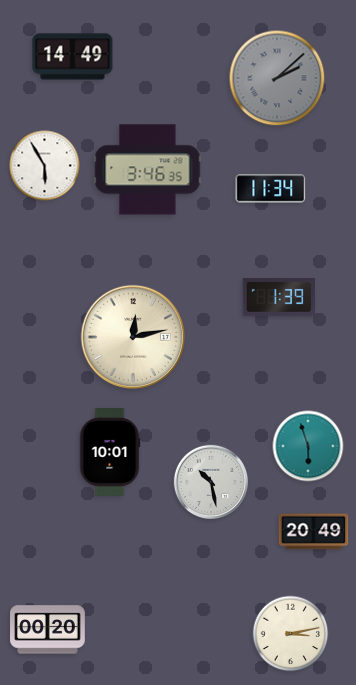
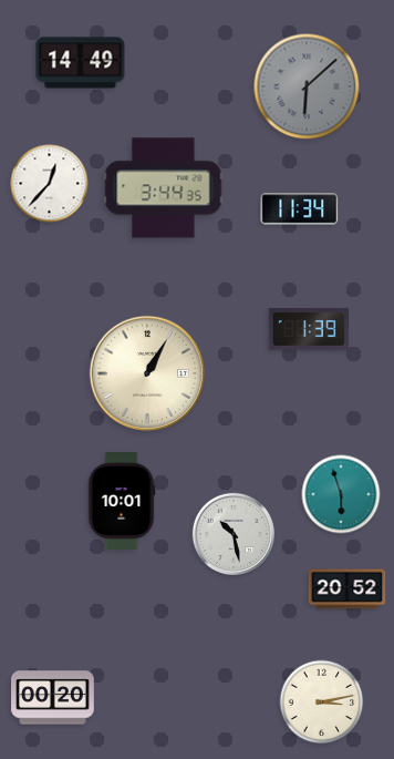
clock at (277, 78): 2:08 -> 6:08
clock at (45, 166): 5:55 -> 12:37
clock at (148, 170): 3:46 -> 3:44
clock at (132, 336): 12:13 -> 1:05
clock at (314, 532): 20:49 -> 20:52
